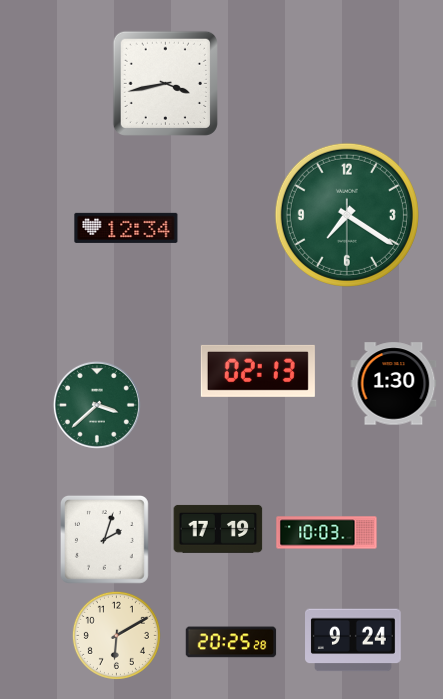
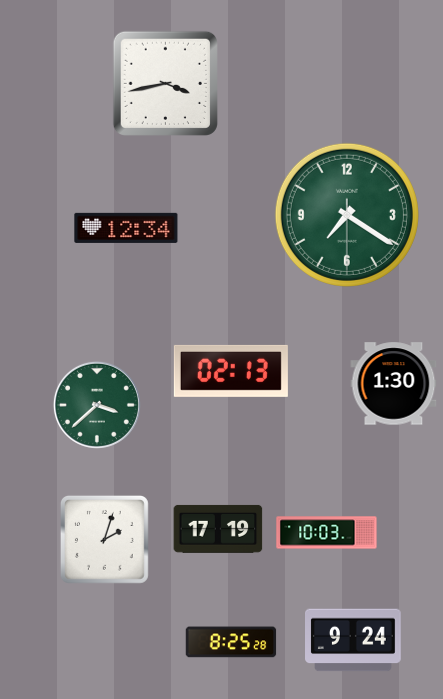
clock at (258, 371) position: (258, 371) -> (231, 371)
clock at (116, 635): 6:10 -> none
clock at (231, 642): 20:25 -> 8:25
